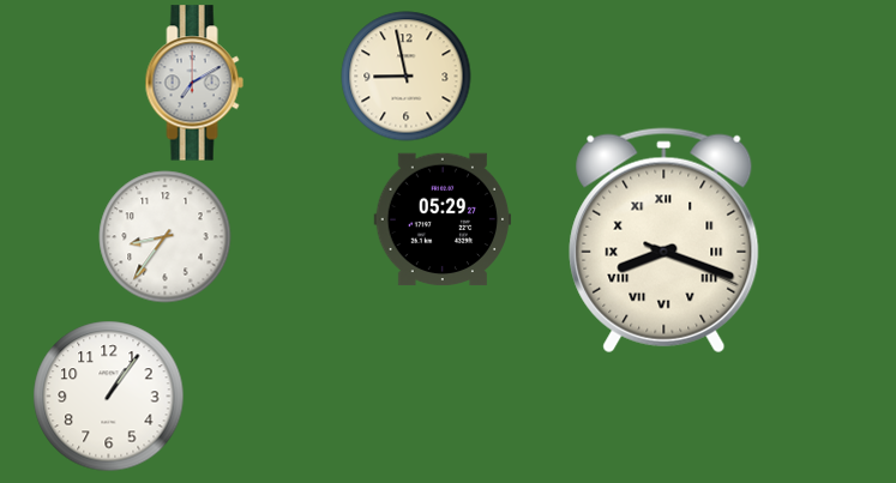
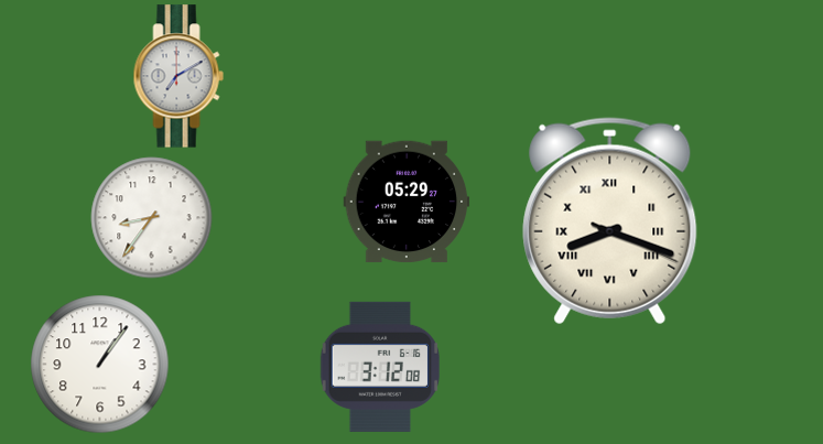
clock at (407, 77): 8:58 -> none
clock at (380, 367): none -> 3:12
